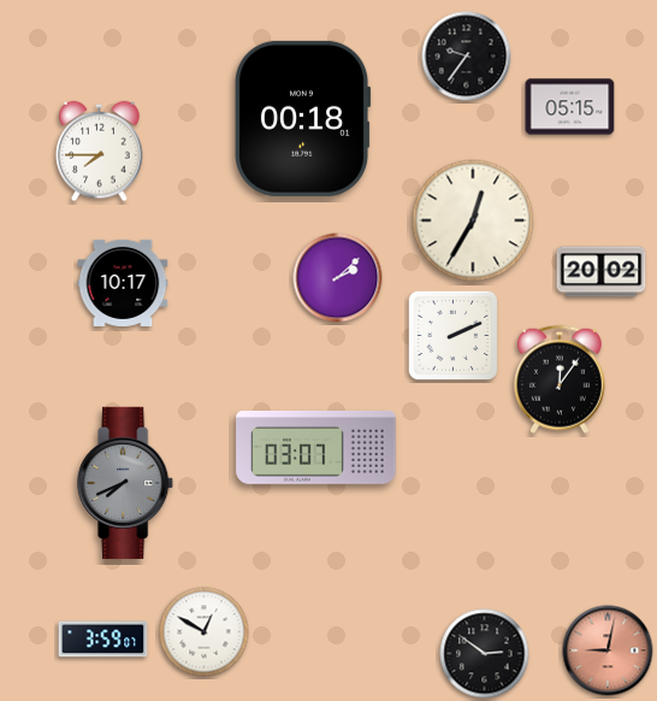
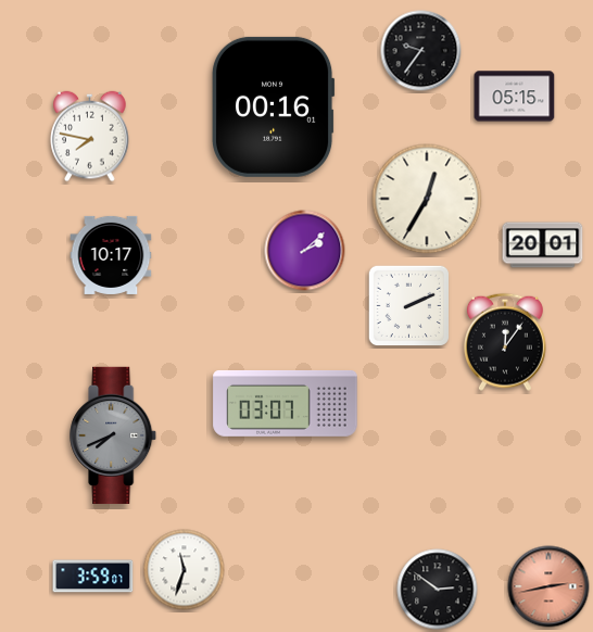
clock at (302, 118): 00:18 -> 00:16
clock at (100, 152): 7:45 -> 7:47
clock at (602, 272): 20:02 -> 20:01
clock at (452, 335) position: (452, 335) -> (408, 305)
clock at (205, 632): 12:50 -> 11:33
clock at (608, 650): 9:02 -> 2:43
